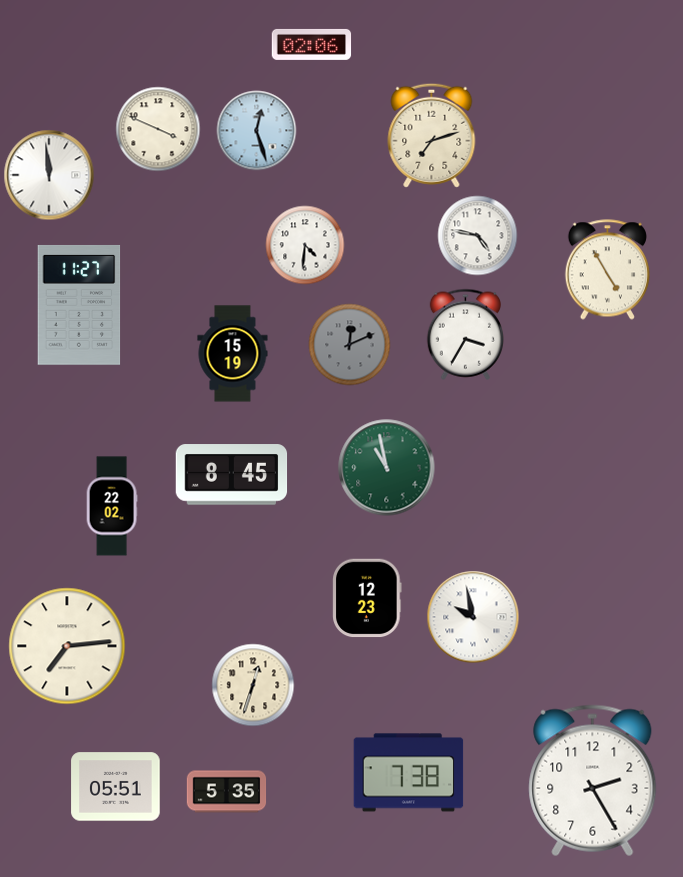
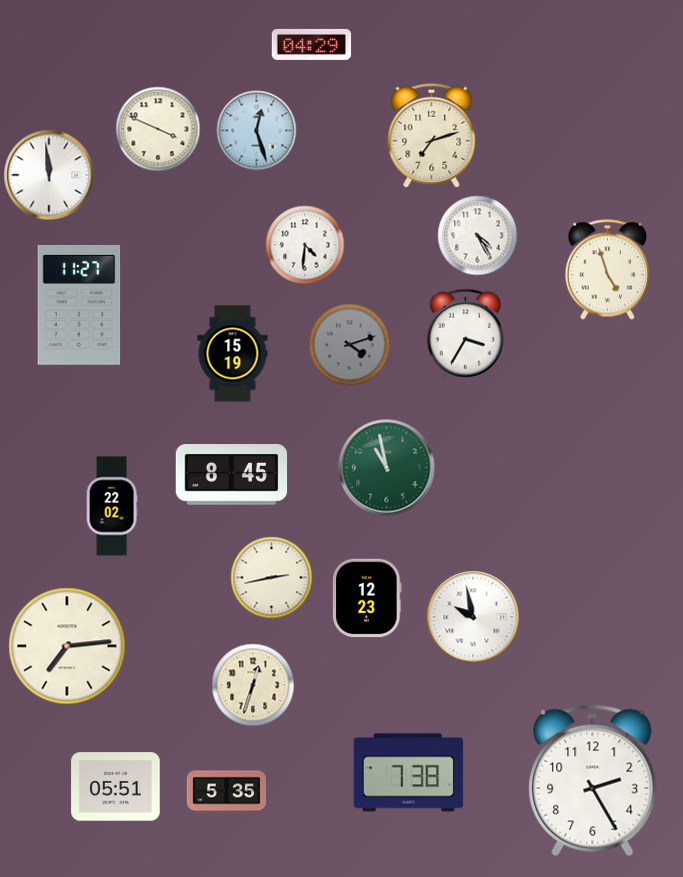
clock at (312, 44): 02:06 -> 04:29
clock at (478, 236): 4:47 -> 4:25
clock at (607, 270): 4:55 -> 4:57
clock at (350, 345): 12:11 -> 4:12
clock at (272, 578): none -> 2:43
